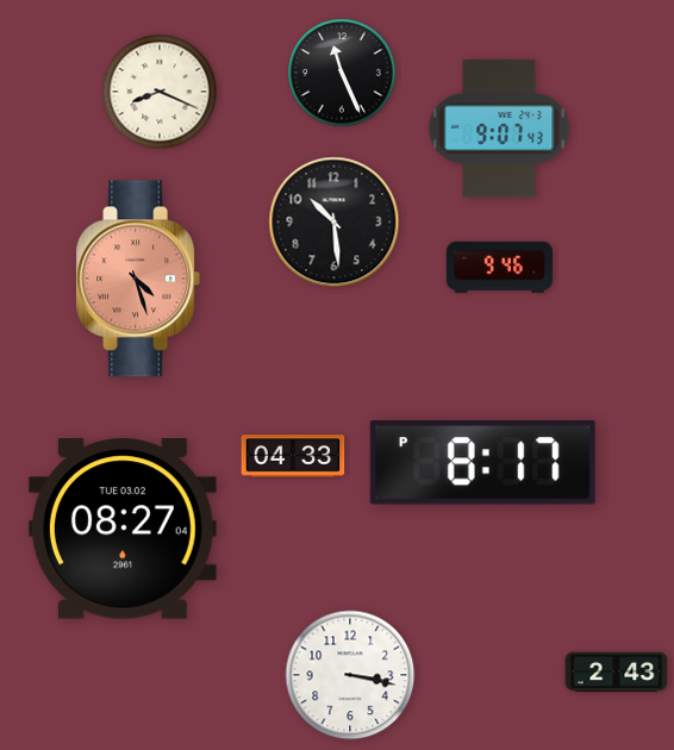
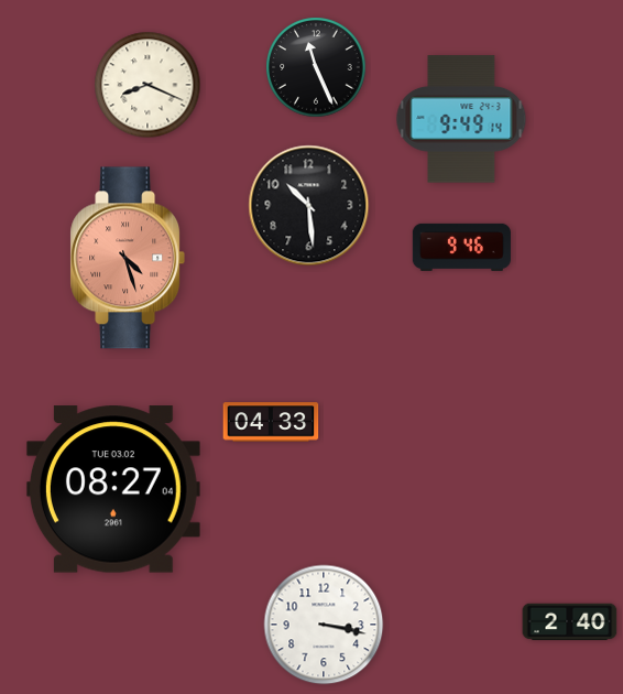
clock at (499, 129): 9:07 -> 9:49
clock at (482, 463): 8:17 -> none
clock at (617, 673): 2:43 -> 2:40
